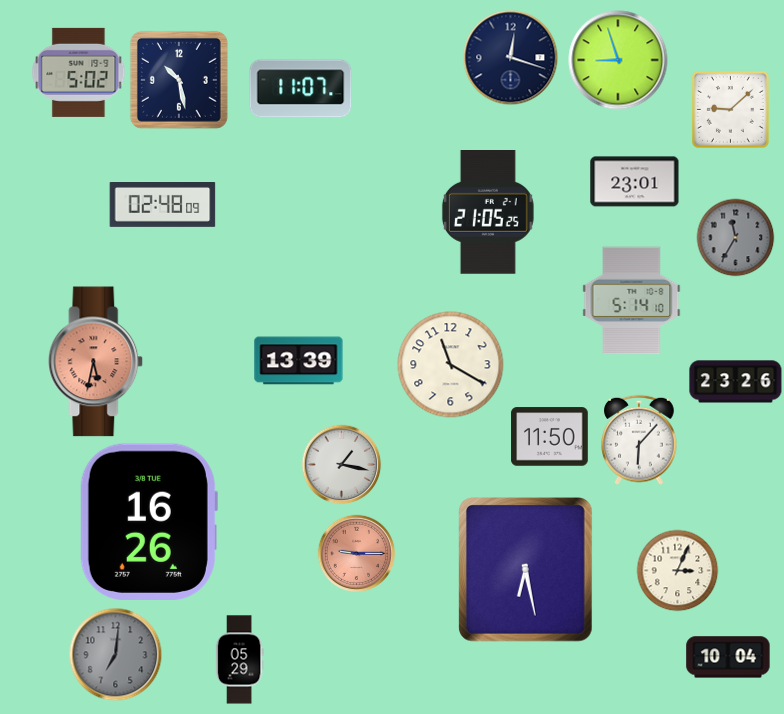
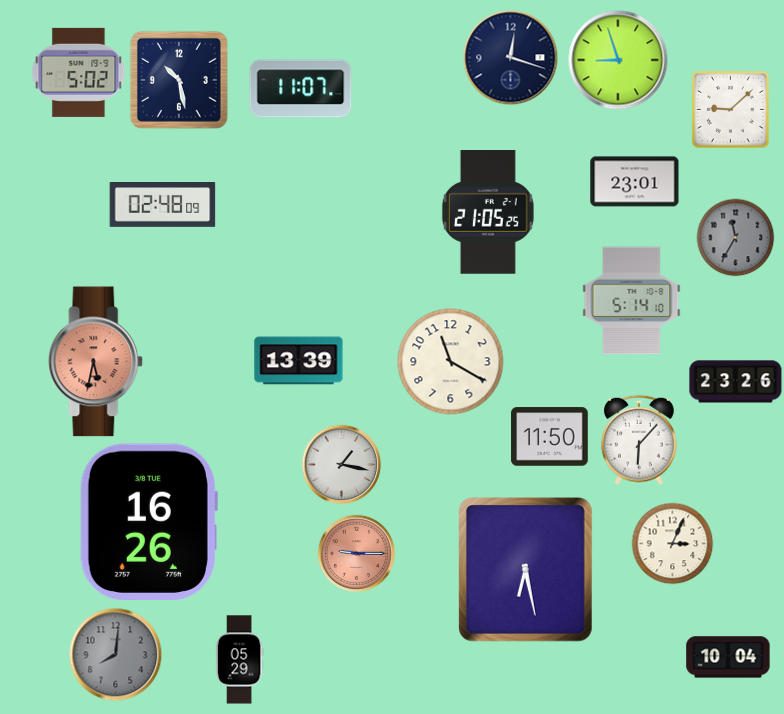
clock at (451, 365) position: (451, 365) -> (451, 362)
clock at (677, 570) position: (677, 570) -> (672, 543)
clock at (115, 654): 7:01 -> 8:01
